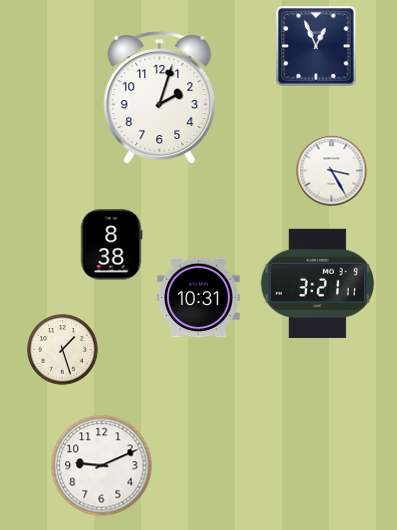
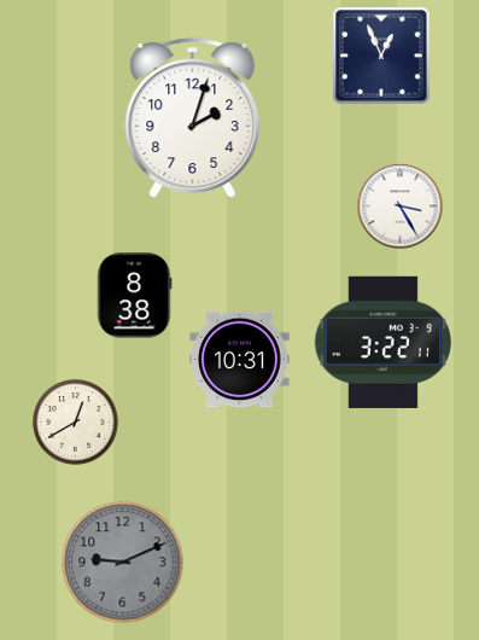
clock at (317, 283): 3:21 -> 3:22
clock at (63, 350): 1:27 -> 12:40
clock at (102, 466) dial: white -> grey
